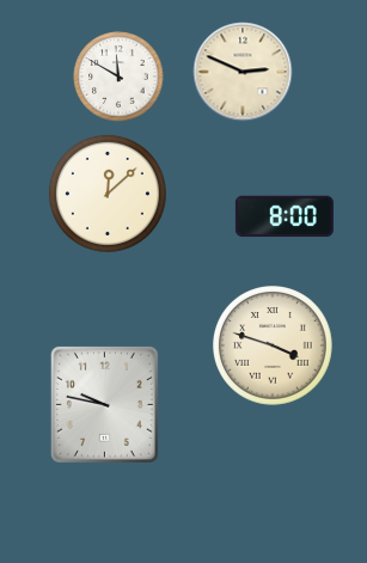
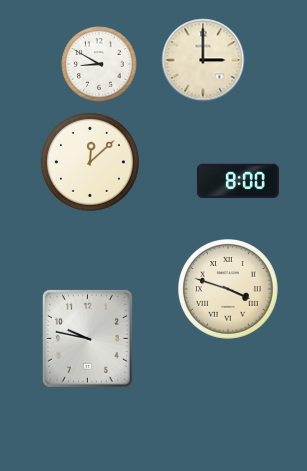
clock at (243, 72): 2:49 -> 3:00
clock at (118, 77): 11:50 -> 8:50
